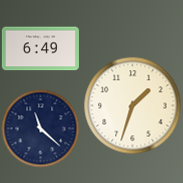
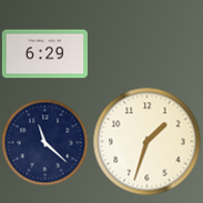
clock at (40, 49): 6:49 -> 6:29
clock at (132, 105) position: (132, 105) -> (146, 141)
